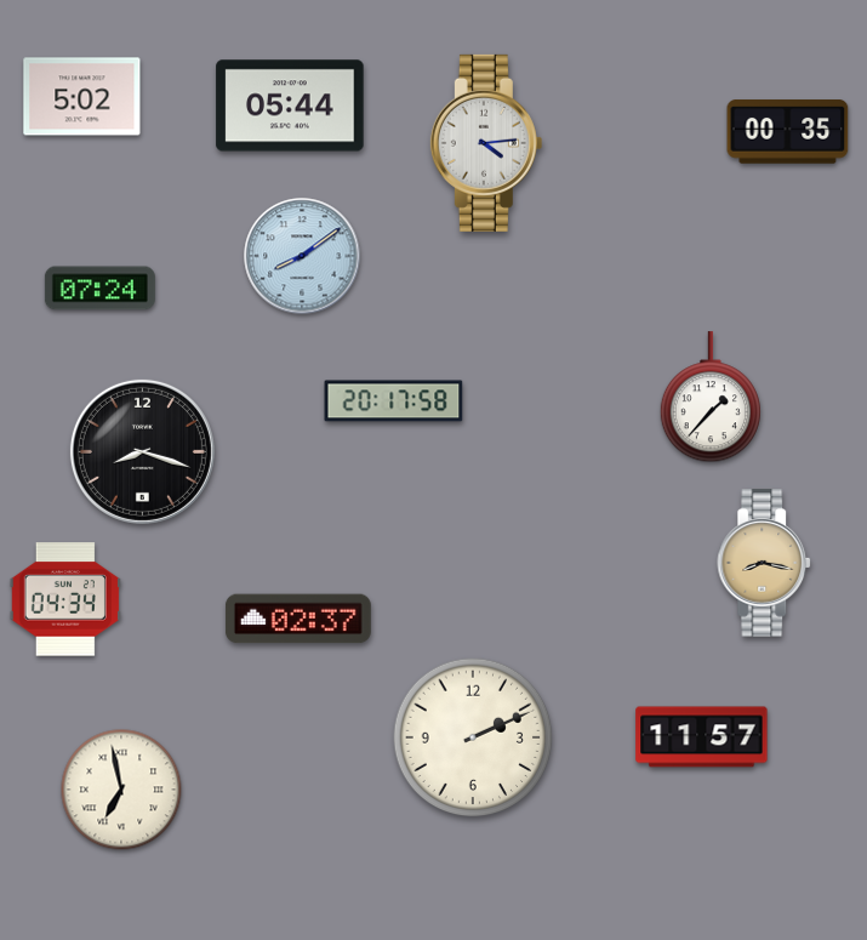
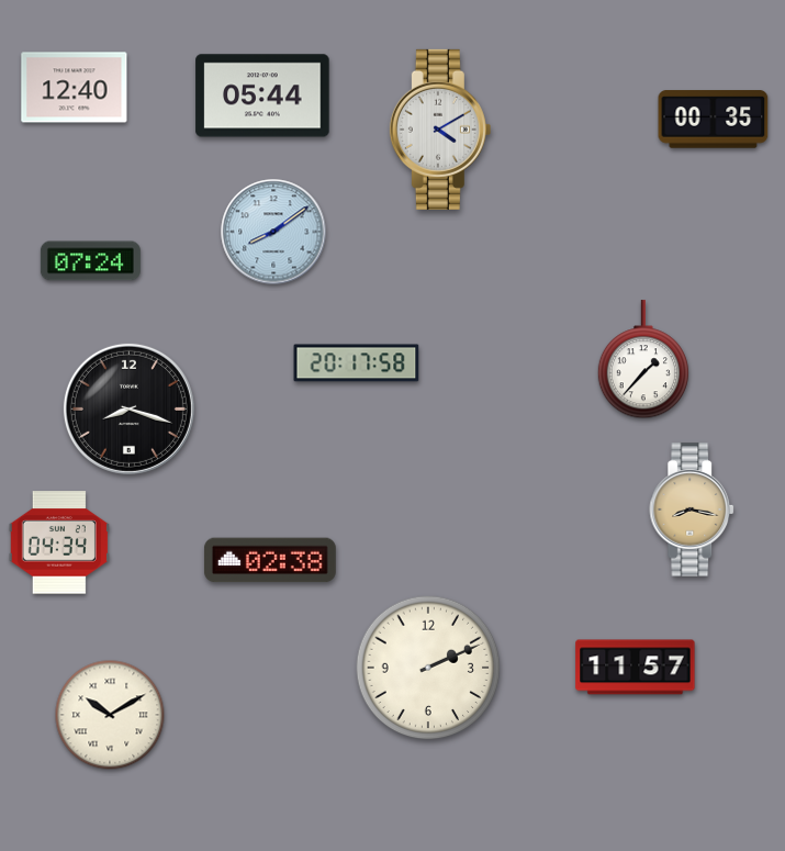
clock at (82, 97): 5:02 -> 12:40
clock at (486, 143): 4:14 -> 4:10
clock at (298, 619): 02:37 -> 02:38
clock at (121, 790): 6:58 -> 10:10
